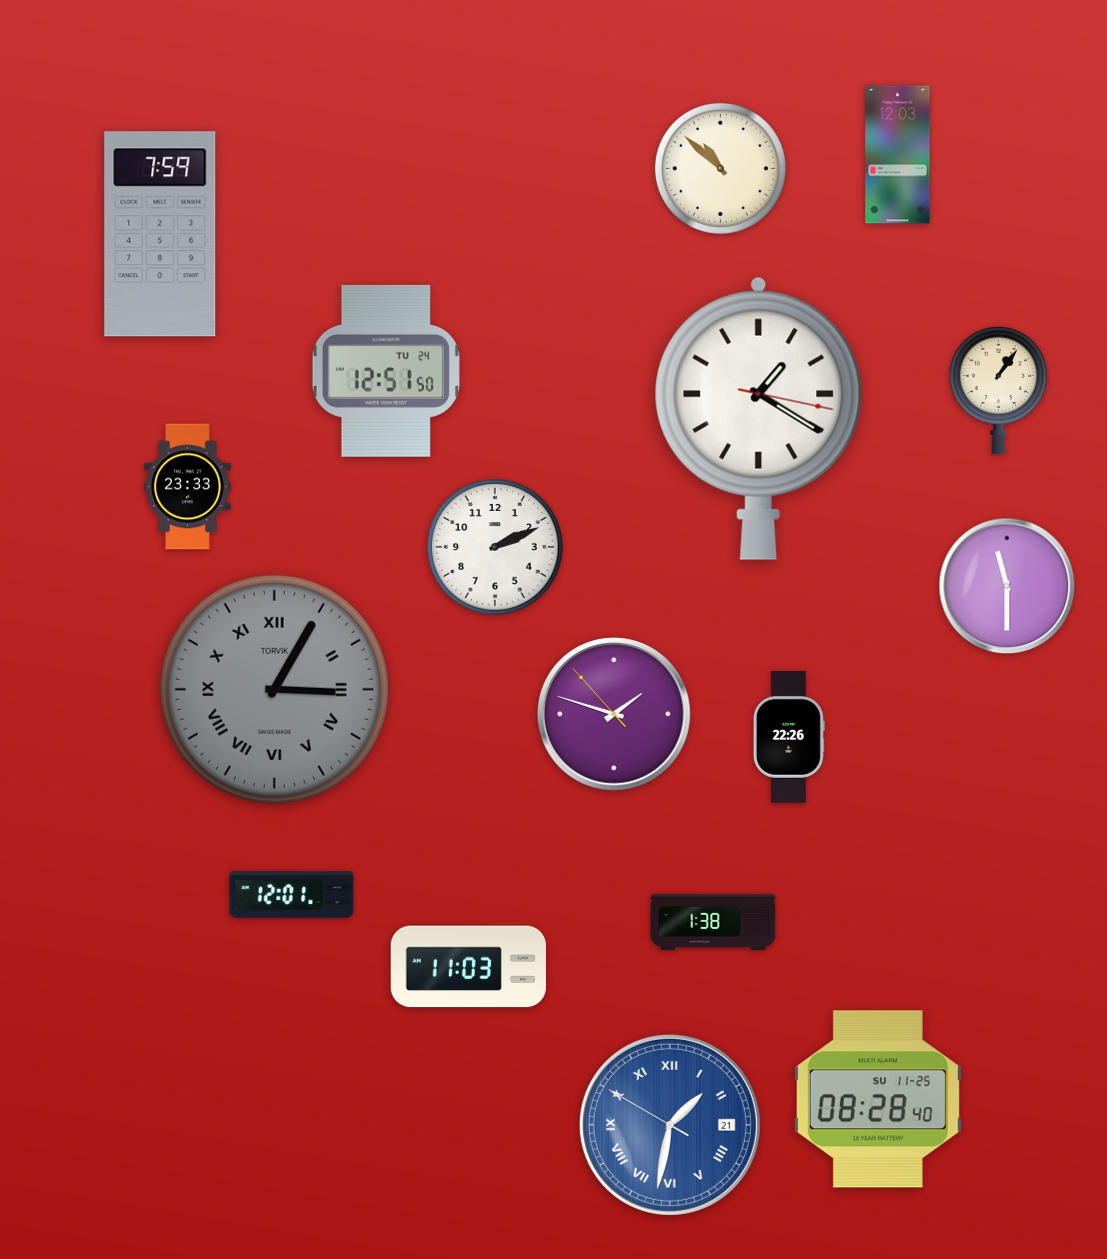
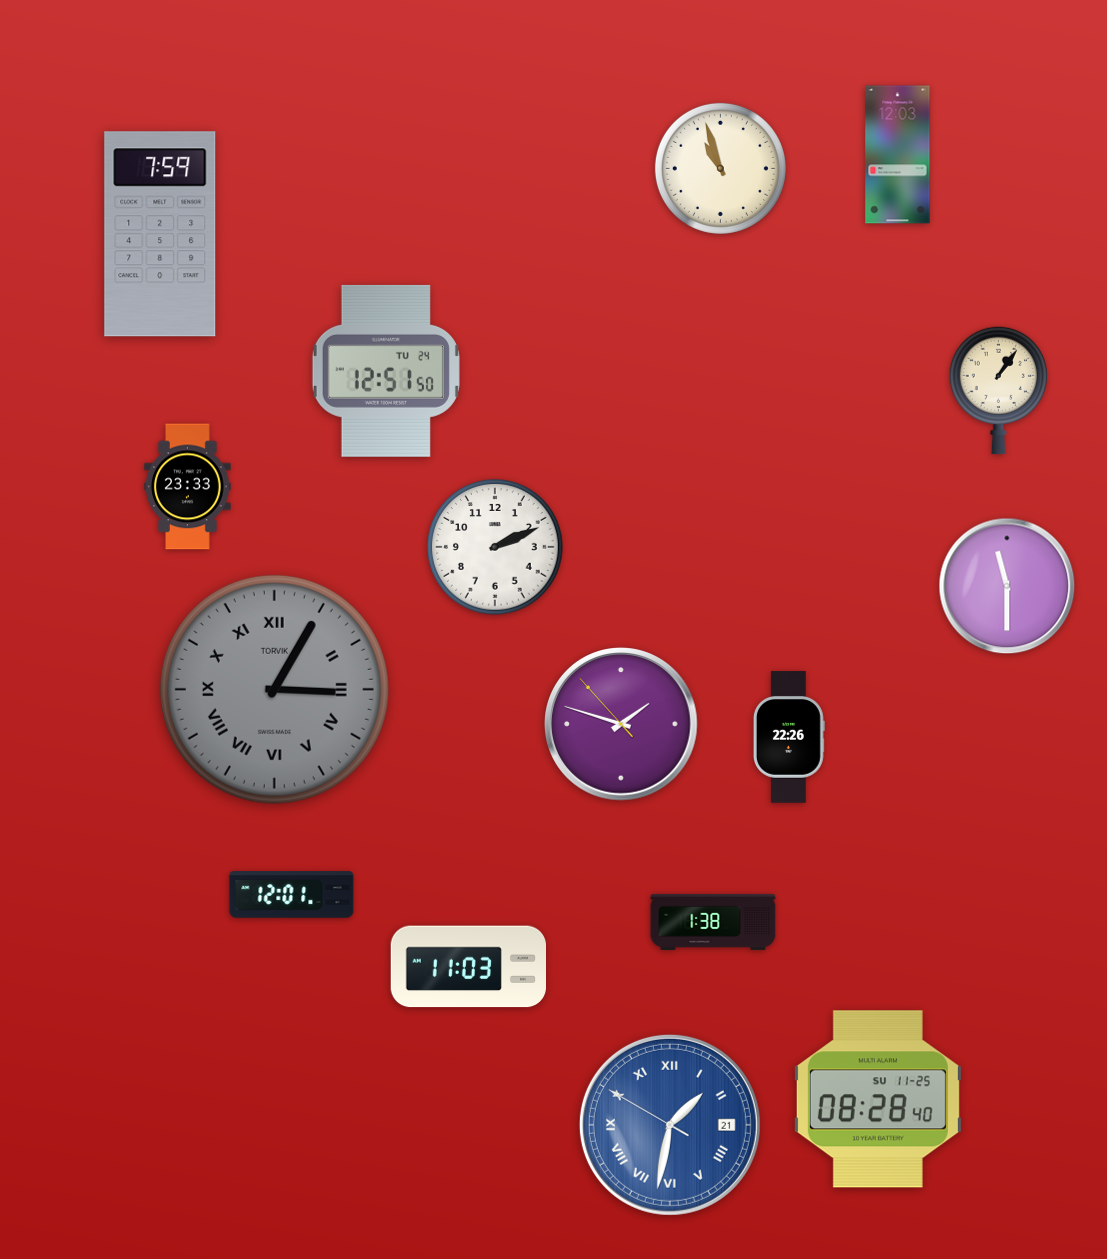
clock at (720, 168): 10:52 -> 10:57
clock at (759, 418): 1:20 -> none
clock at (614, 714) position: (614, 714) -> (621, 724)
